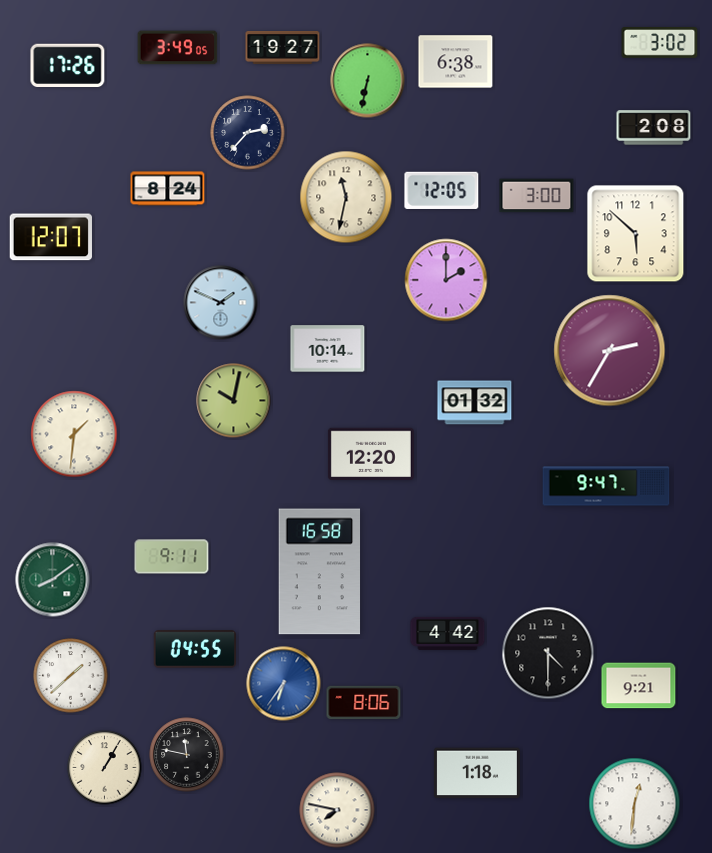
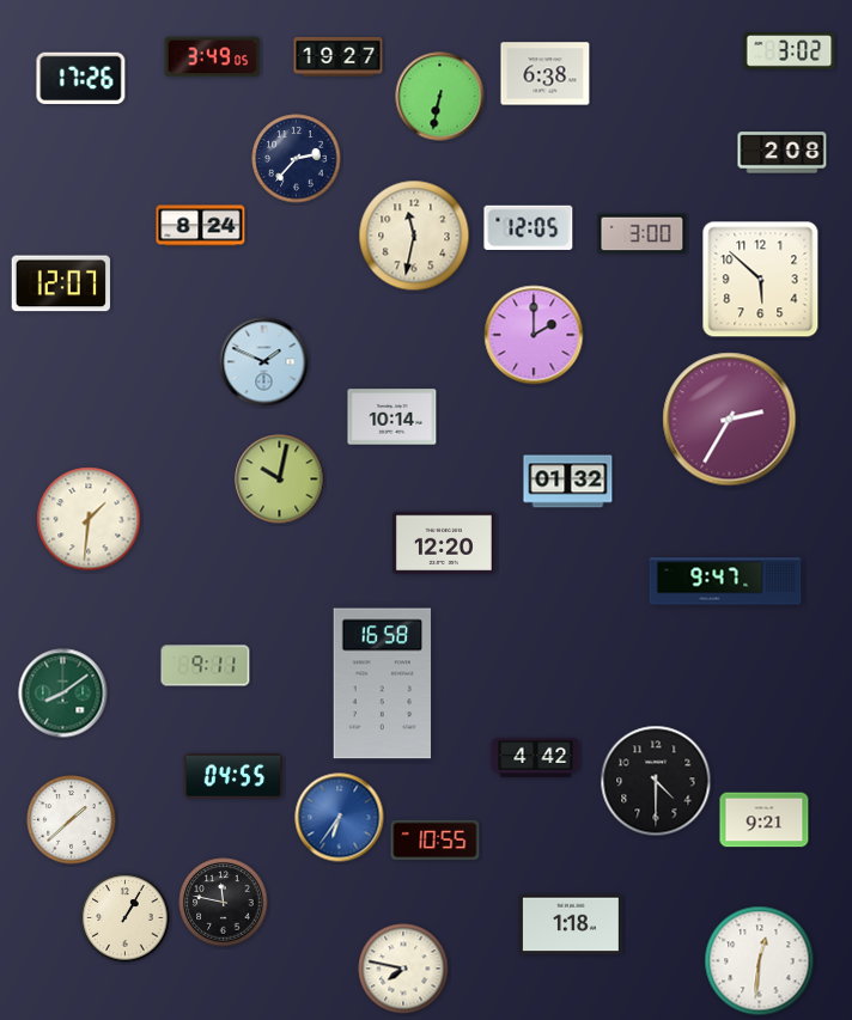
clock at (71, 676) position: (71, 676) -> (72, 820)
clock at (364, 703): 8:06 -> 10:55
